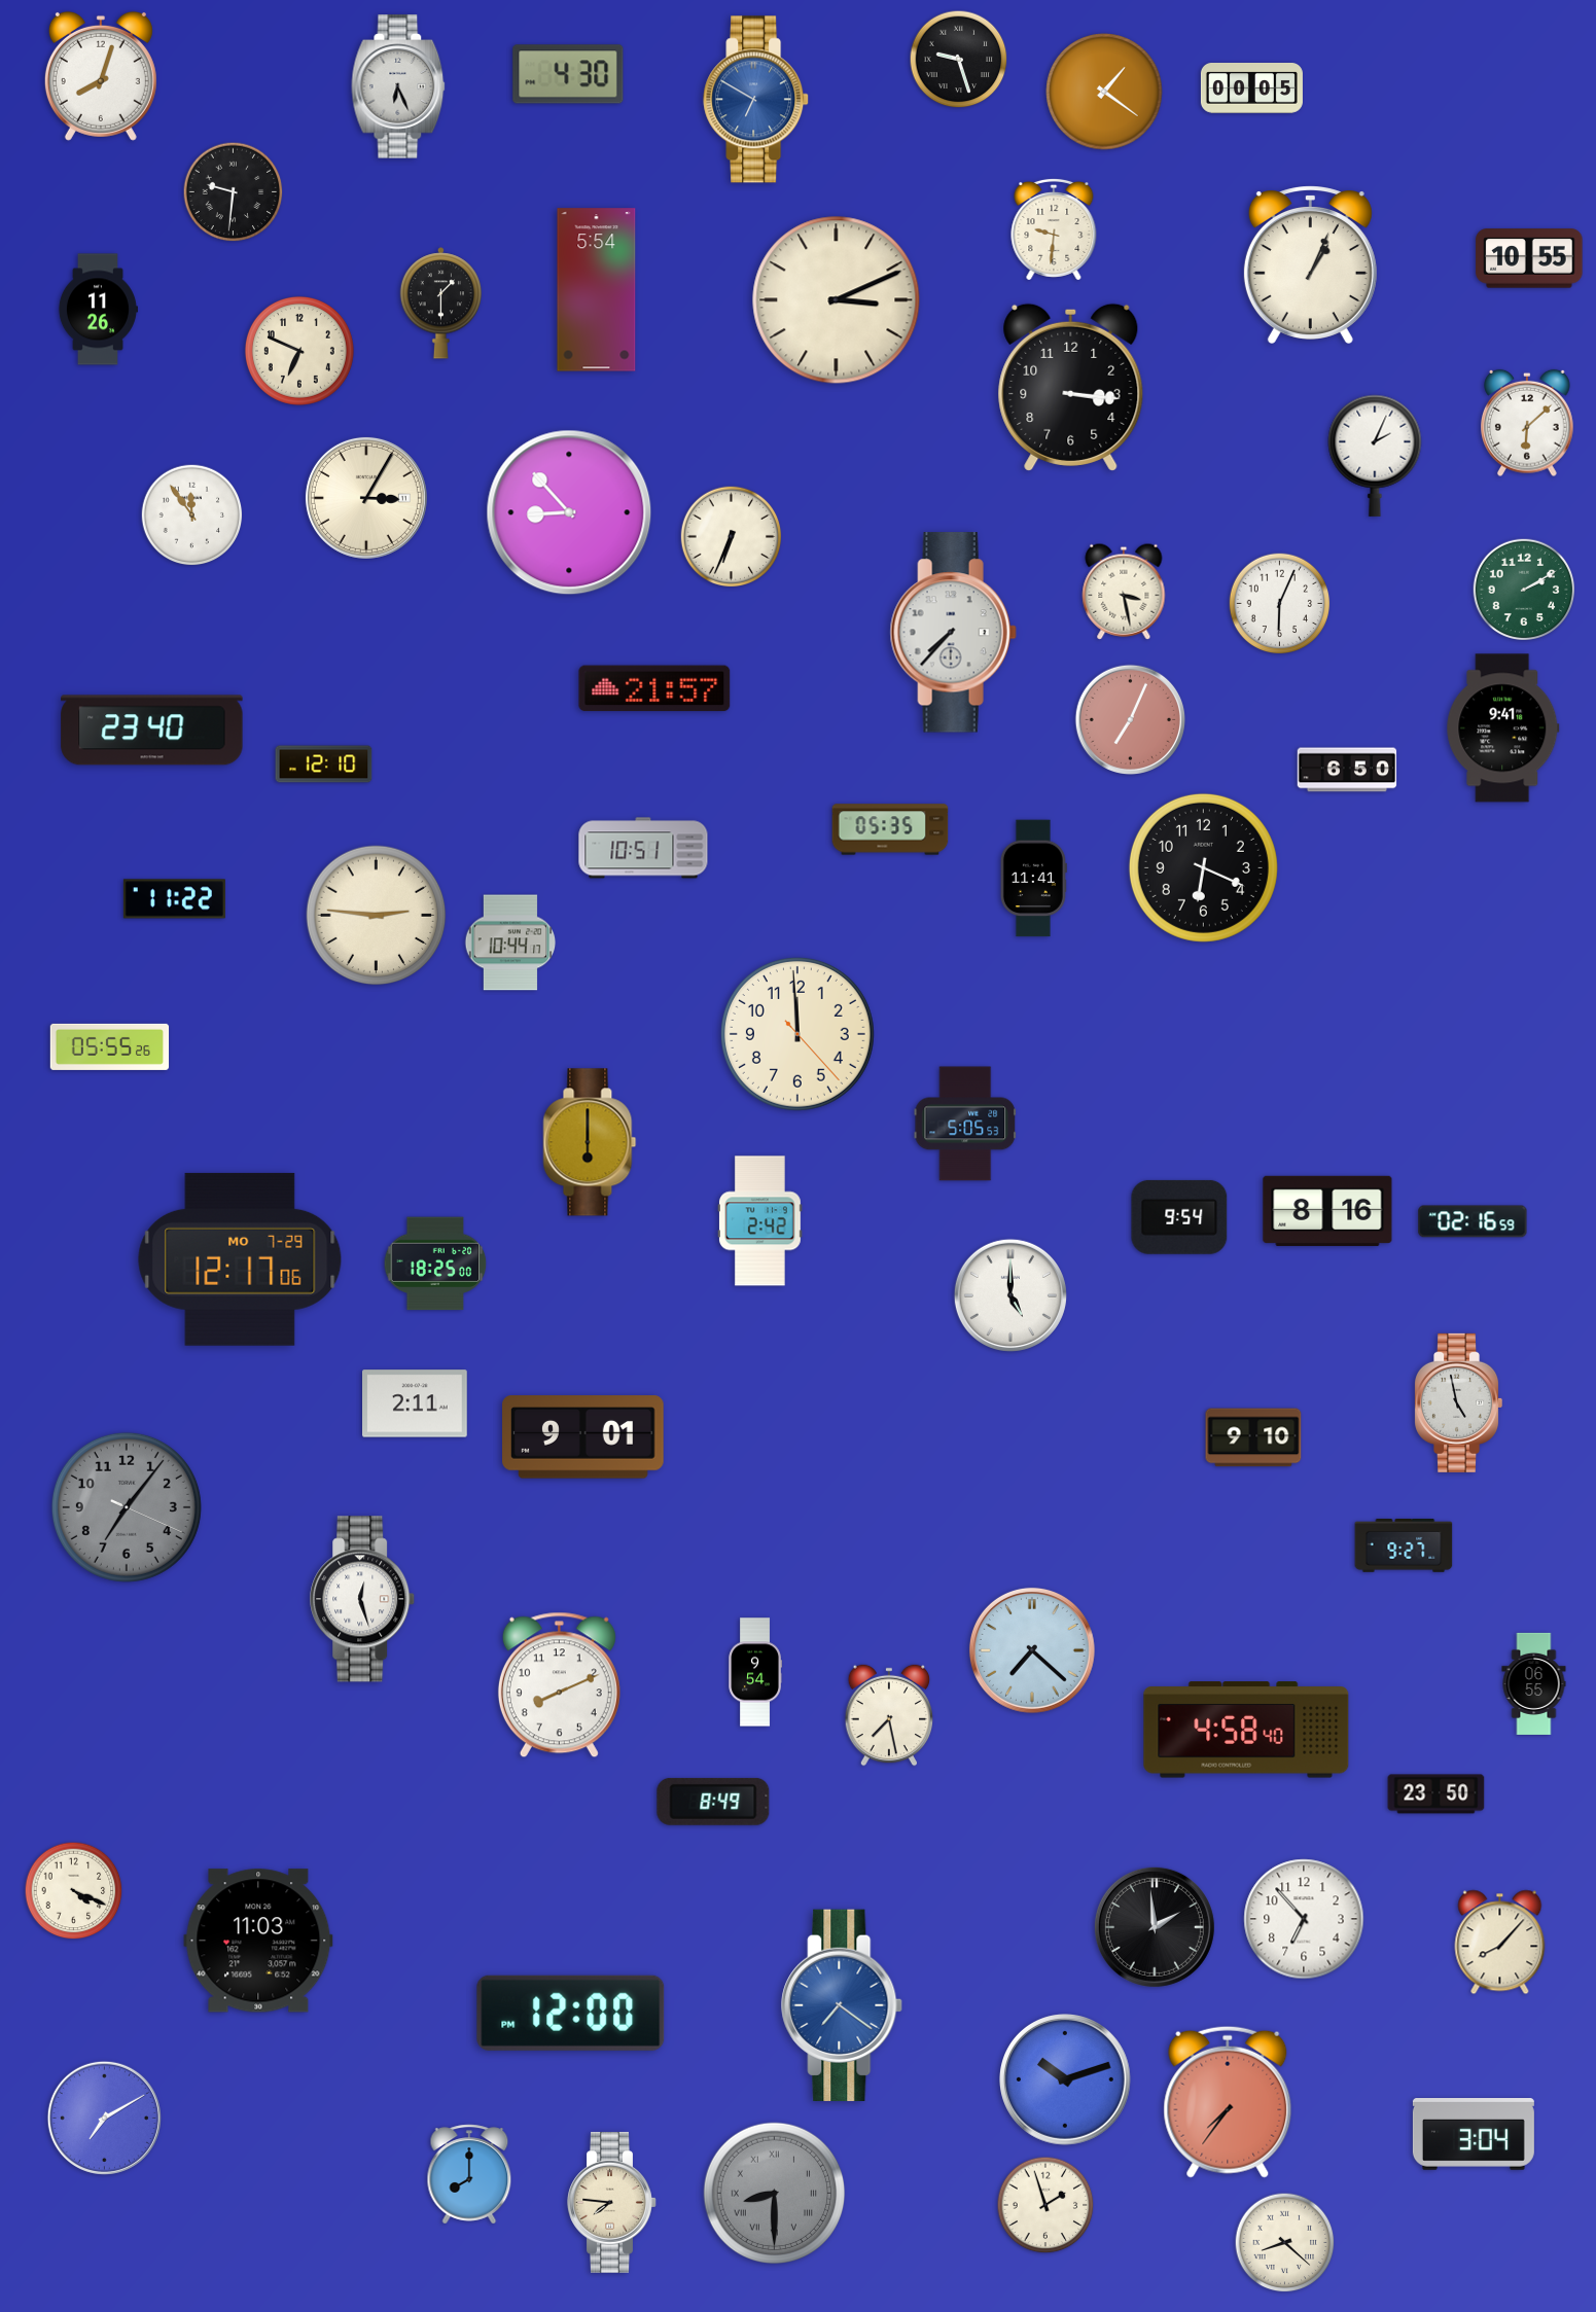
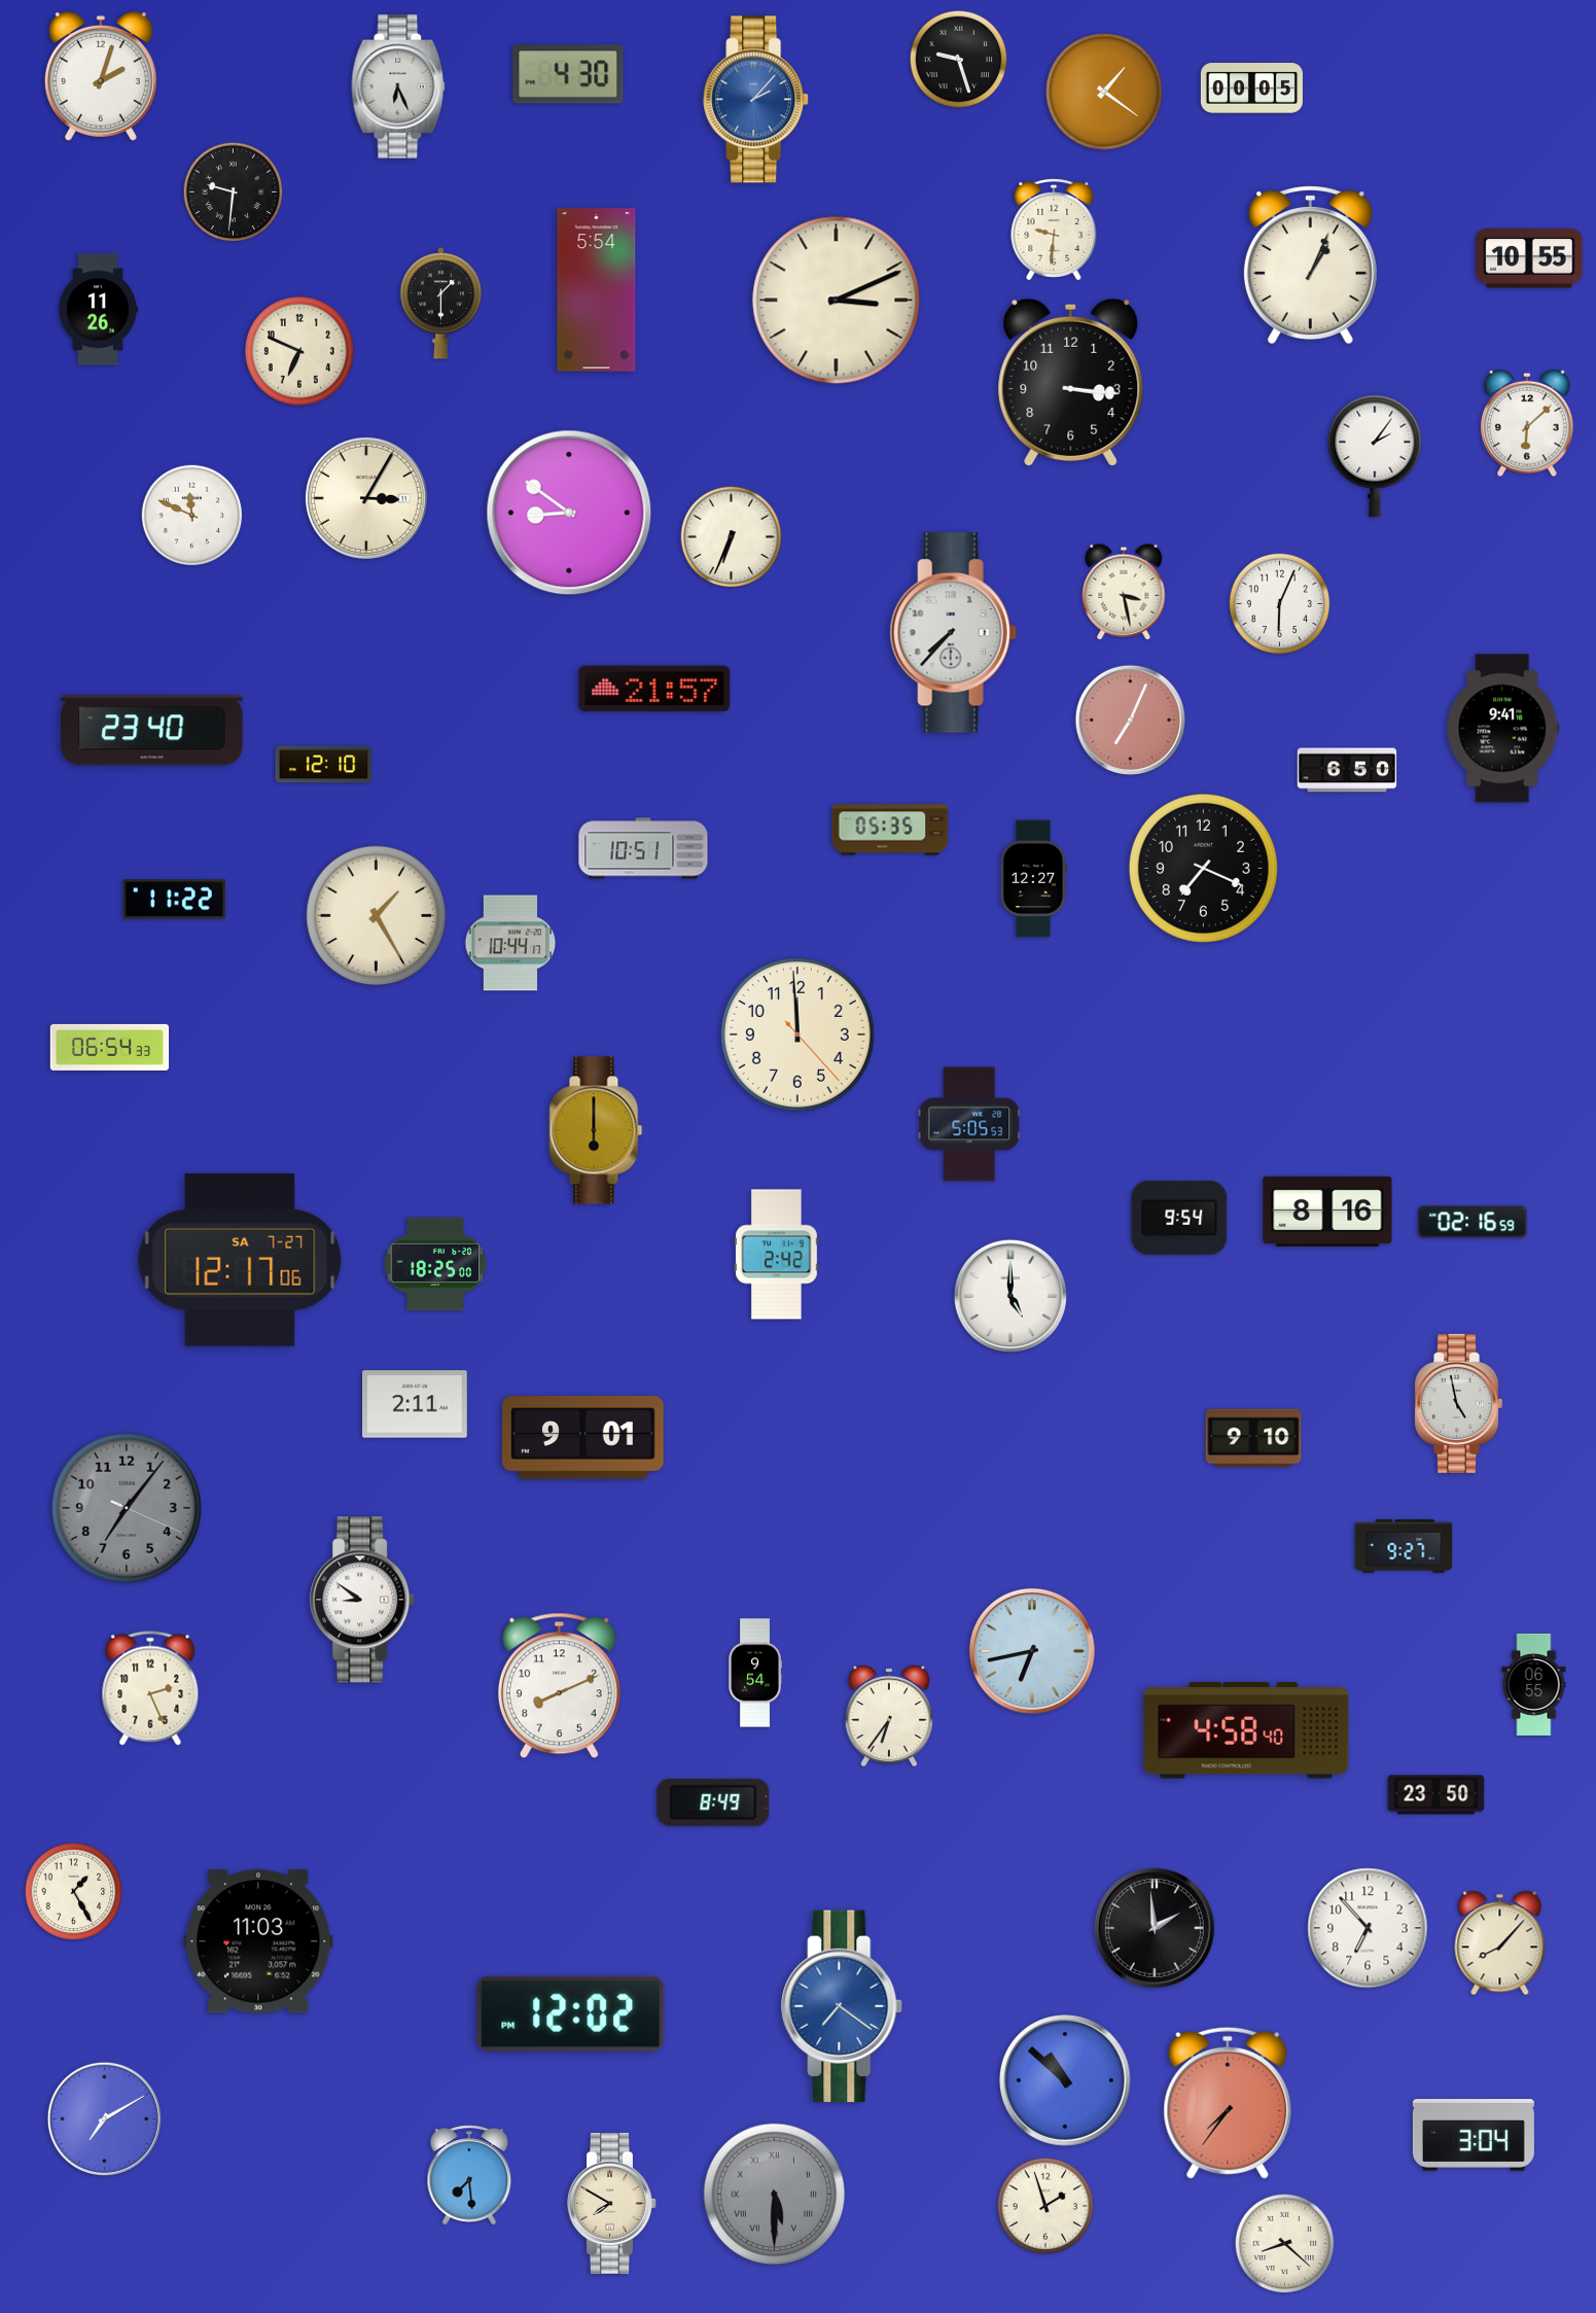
clock at (101, 76): 8:03 -> 2:03
clock at (756, 100): 6:50 -> 2:07
clock at (1071, 387) position: (1071, 387) -> (1071, 382)
clock at (1375, 456): 2:04 -> 2:06
clock at (569, 512): 8:53 -> 8:51
clock at (192, 515): 11:54 -> 11:49
clock at (1523, 589): 2:10 -> none
clock at (1203, 867): 6:19 -> 7:19
clock at (1033, 879): 11:41 -> 12:27
clock at (377, 916): 2:46 -> 1:25
clock at (110, 1046): 05:55 -> 06:54
clock at (965, 1124) position: (965, 1124) -> (969, 1124)
clock at (590, 1142) position: (590, 1142) -> (596, 1130)
clock at (760, 1221) position: (760, 1221) -> (777, 1255)
clock at (240, 1259) date: MO 7-29 -> SA 7-27
clock at (363, 1599): 12:27 -> 8:51
clock at (1032, 1650): 7:22 -> 6:43
clock at (150, 1688): none -> 2:26
clock at (889, 1715): 7:28 -> 6:36
clock at (74, 1891): 4:19 -> 1:25
clock at (1304, 1919) position: (1304, 1919) -> (1368, 1928)
clock at (571, 2013): 12:00 -> 12:02
clock at (1066, 2080): 10:12 -> 10:52
clock at (469, 2174): 8:00 -> 7:29
clock at (775, 2194): 8:30 -> 5:30
clock at (612, 2202): 7:46 -> 7:50
